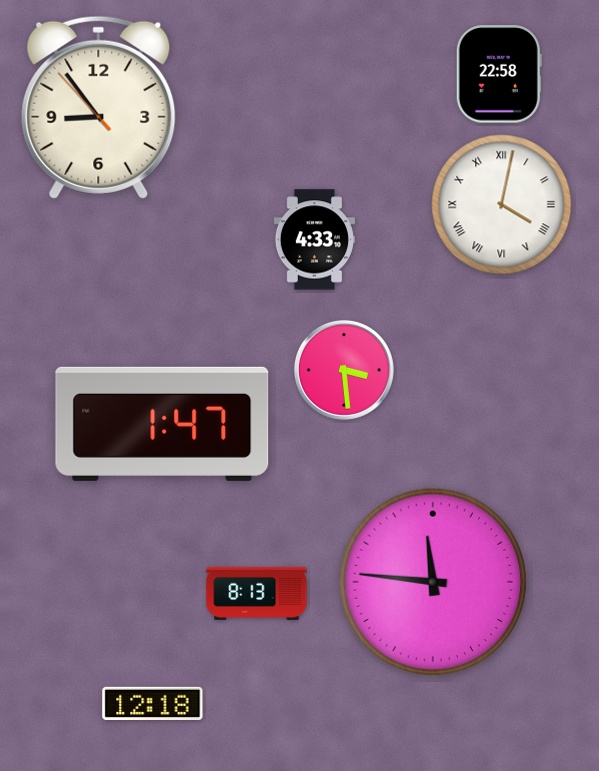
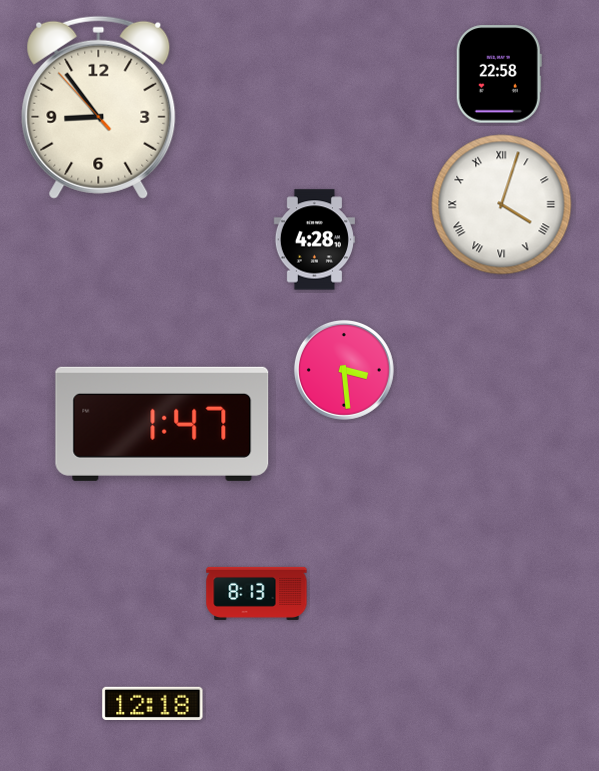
clock at (502, 205): 4:02 -> 4:03
clock at (314, 240): 4:33 -> 4:28
clock at (433, 582): 11:46 -> none
